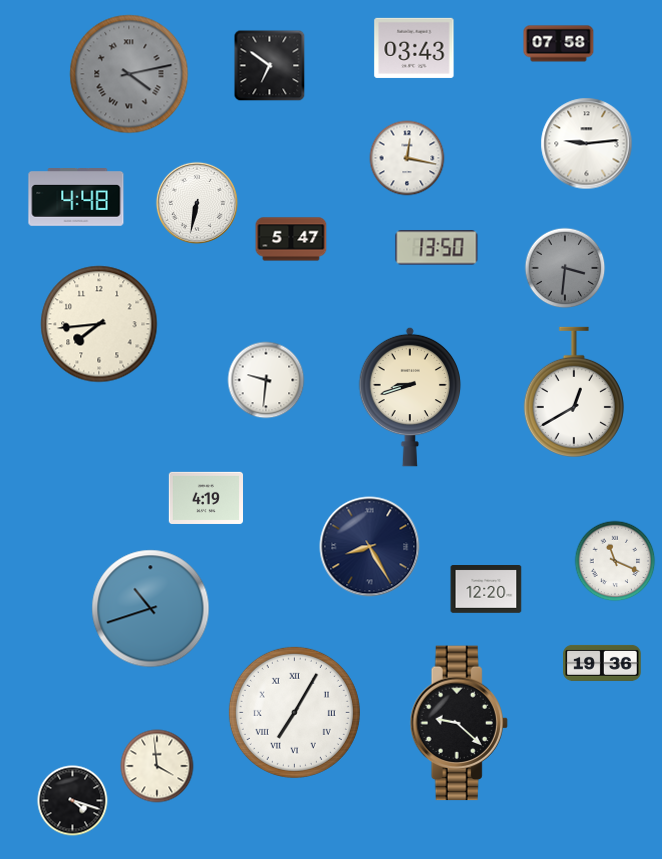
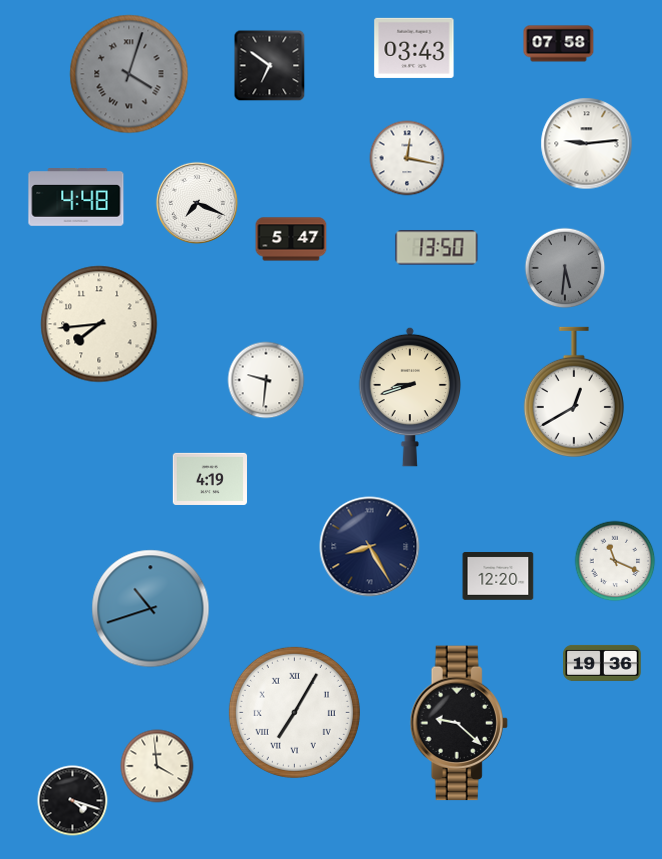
clock at (129, 74): 4:13 -> 4:03
clock at (197, 203): 6:32 -> 7:19
clock at (565, 268): 3:31 -> 5:31
clock at (205, 498) position: (205, 498) -> (209, 479)
clock at (486, 590) position: (486, 590) -> (498, 577)
